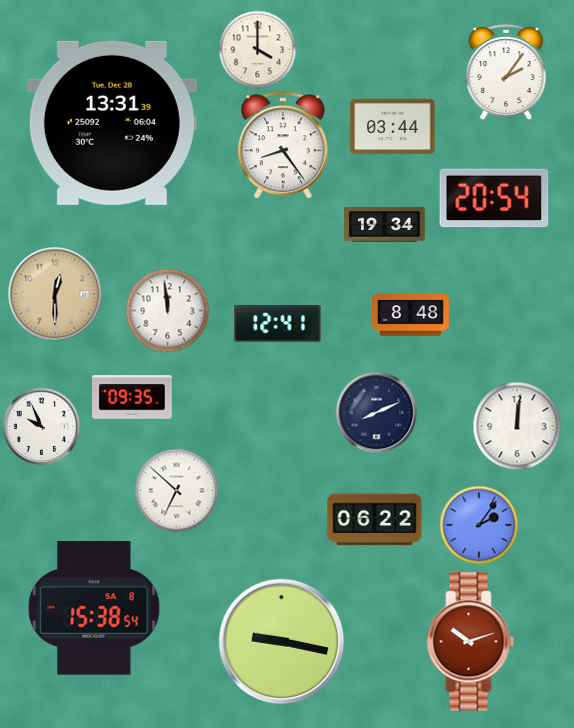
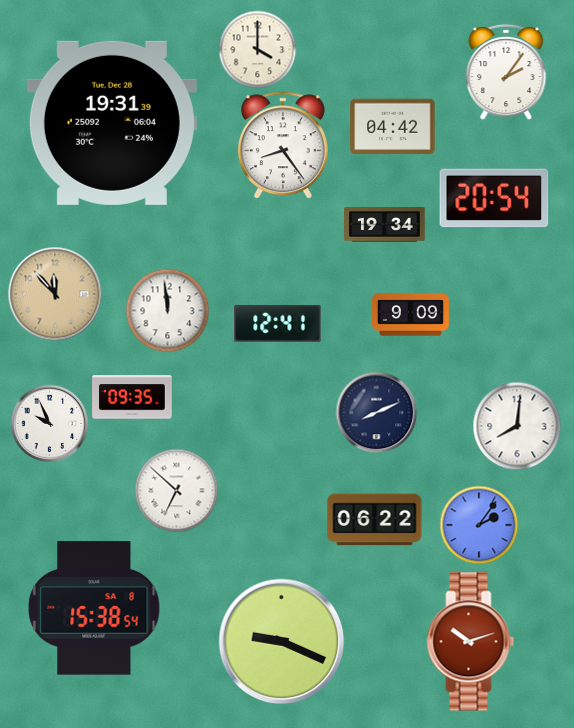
clock at (112, 123): 13:31 -> 19:31
clock at (393, 127): 03:44 -> 04:42
clock at (55, 294): 12:30 -> 11:53
clock at (411, 315): 8:48 -> 9:09
clock at (41, 426) position: (41, 426) -> (49, 423)
clock at (517, 426): 12:01 -> 8:01
clock at (282, 642): 9:17 -> 9:19
